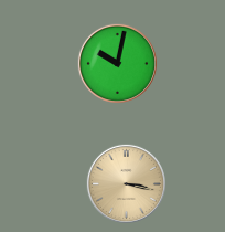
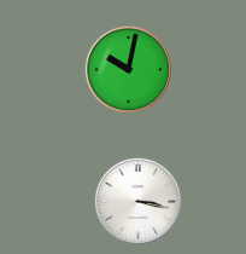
clock at (126, 183) dial: champagne -> white
